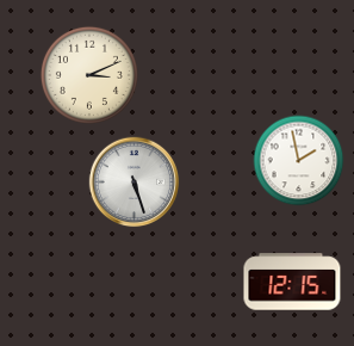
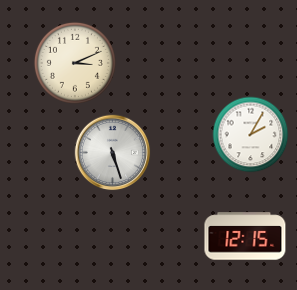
clock at (299, 161): 1:58 -> 2:05
